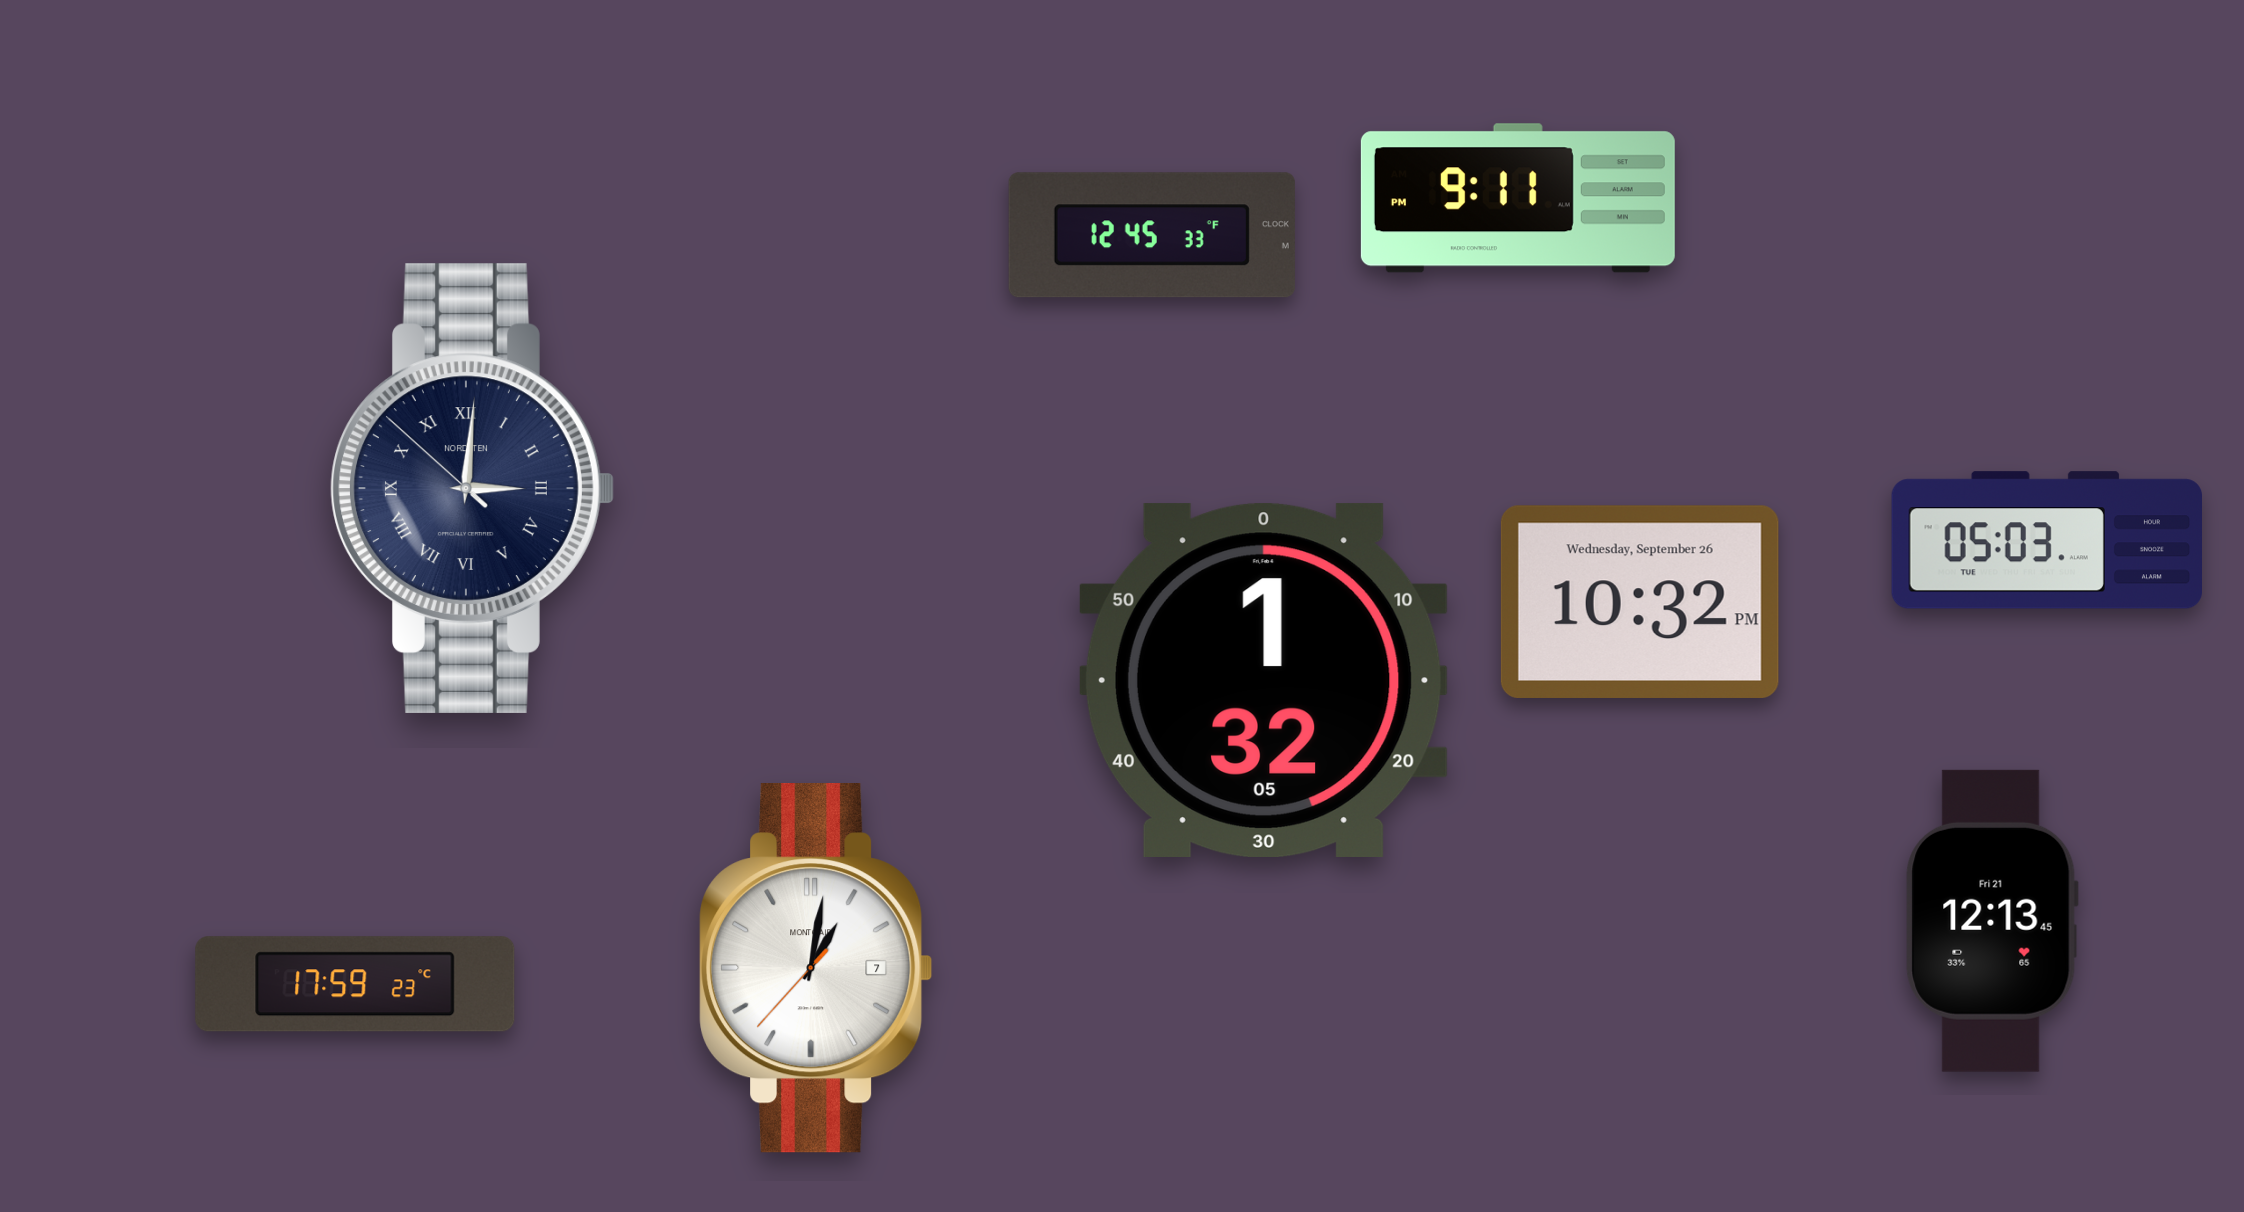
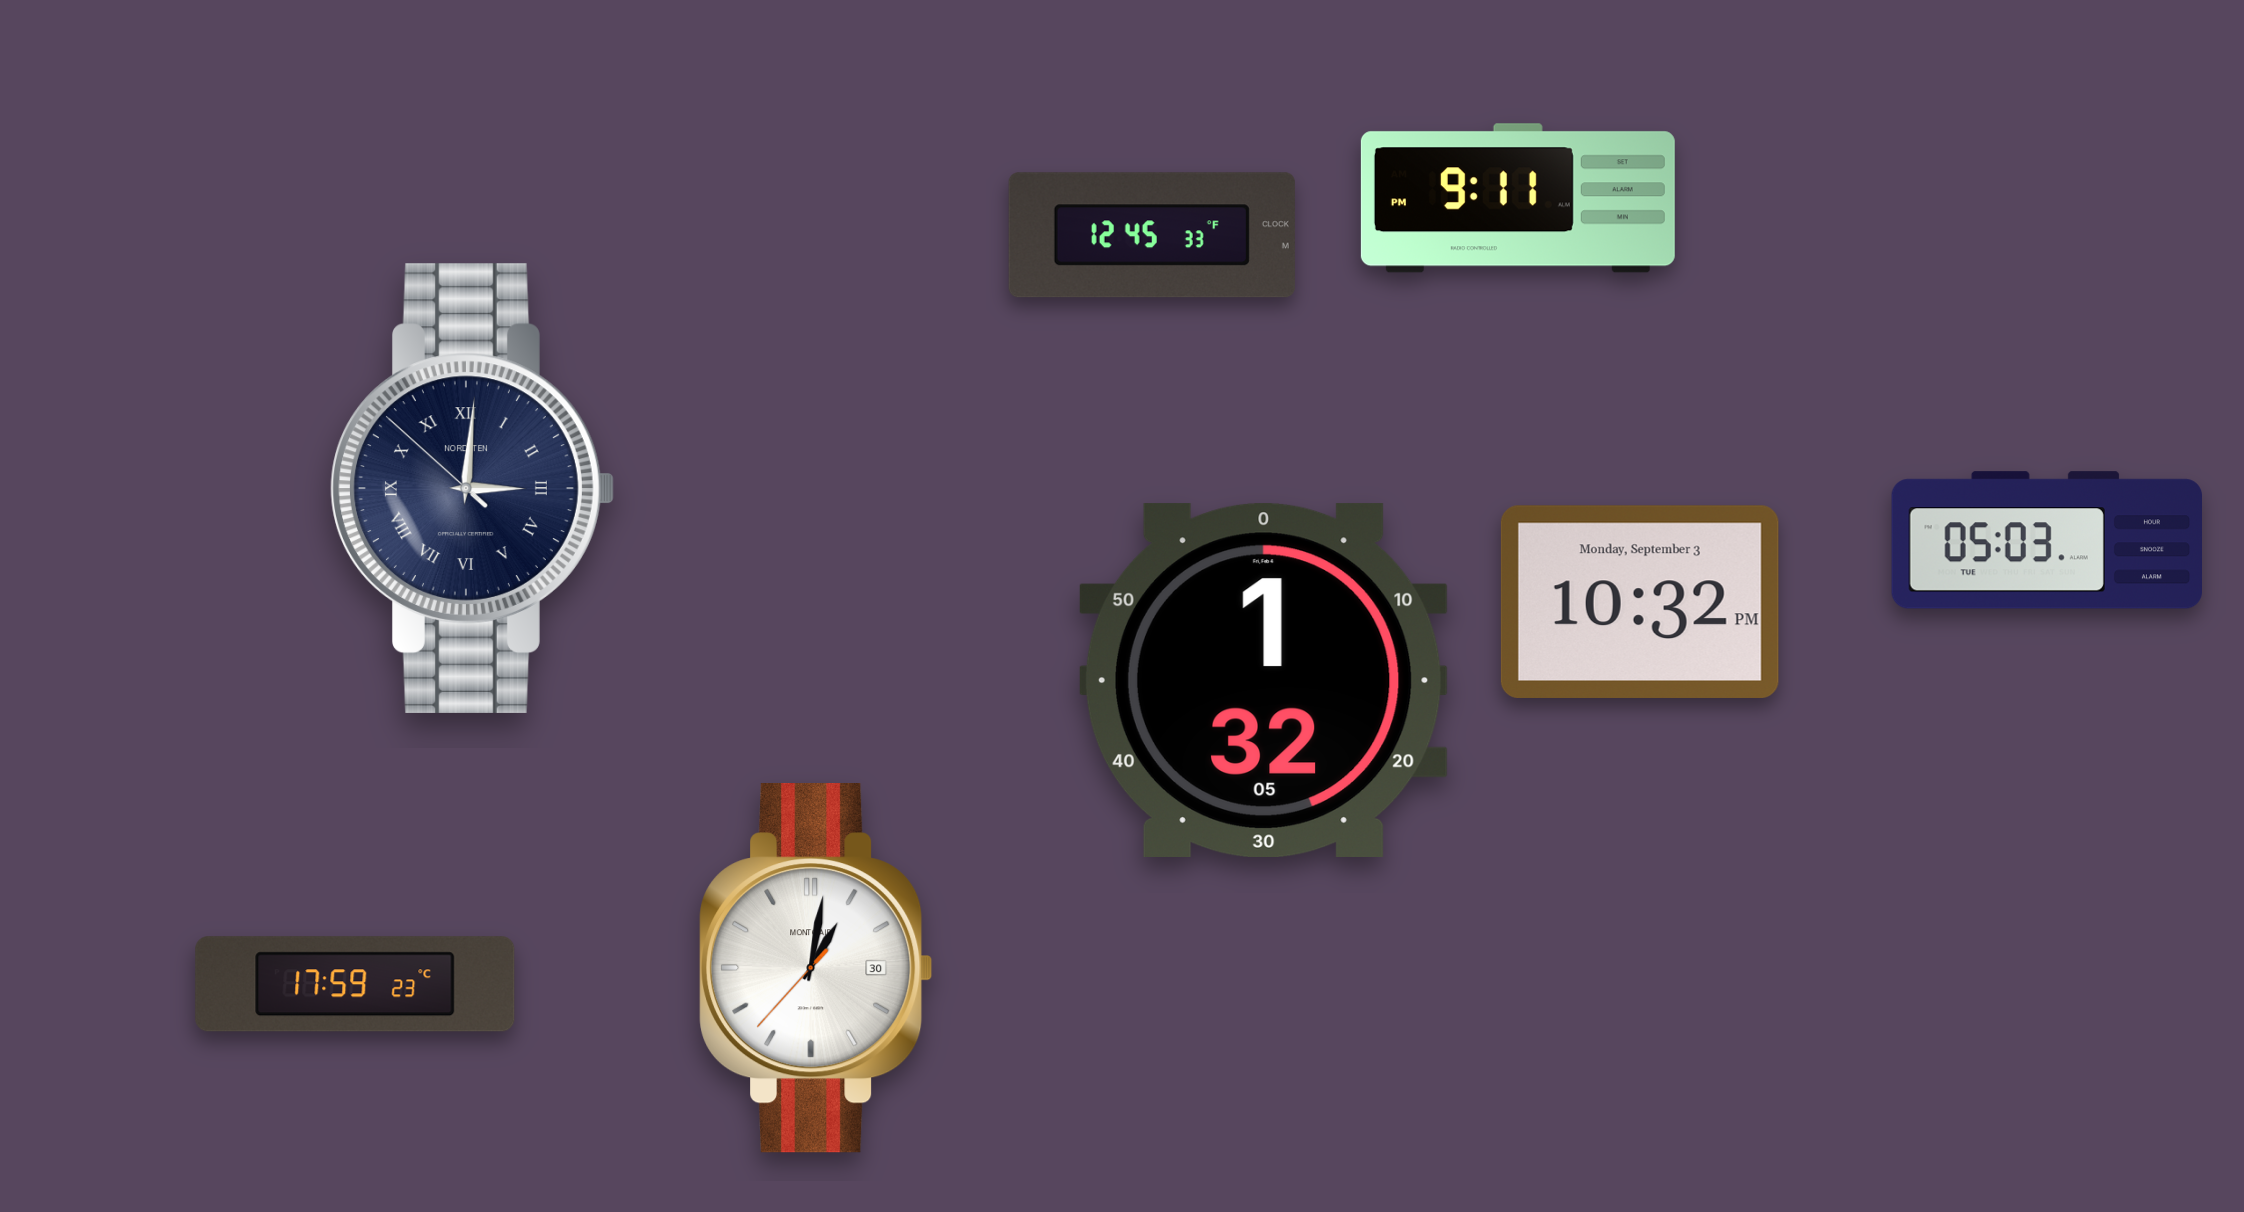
clock at (1640, 602) date: Wednesday, September 26 -> Monday, September 3
clock at (1992, 921): 12:13 -> none
clock at (817, 969) date: 7 -> 30
